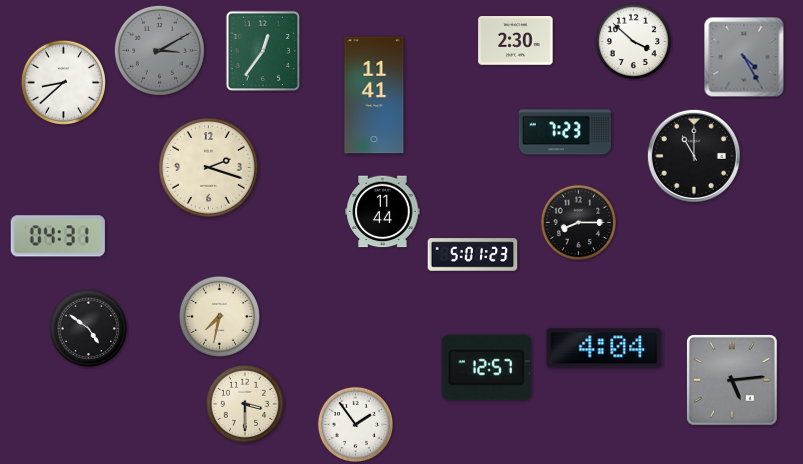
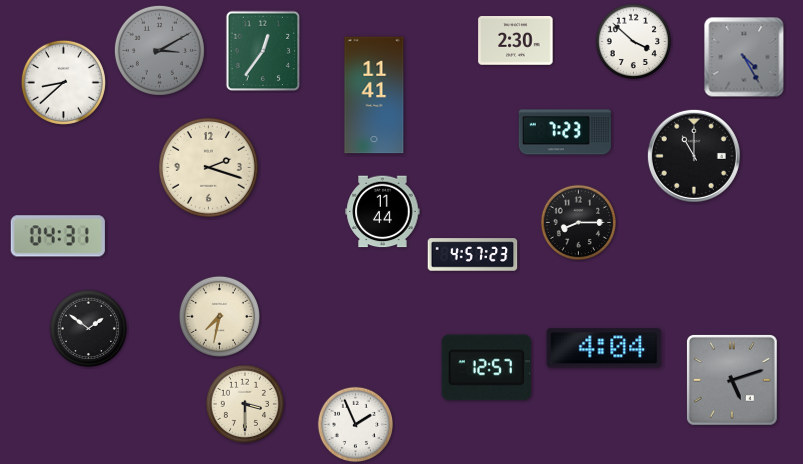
clock at (473, 255): 5:01 -> 4:57
clock at (88, 328): 4:51 -> 1:51
clock at (733, 381): 5:14 -> 5:12
clock at (355, 424): 1:54 -> 1:56
